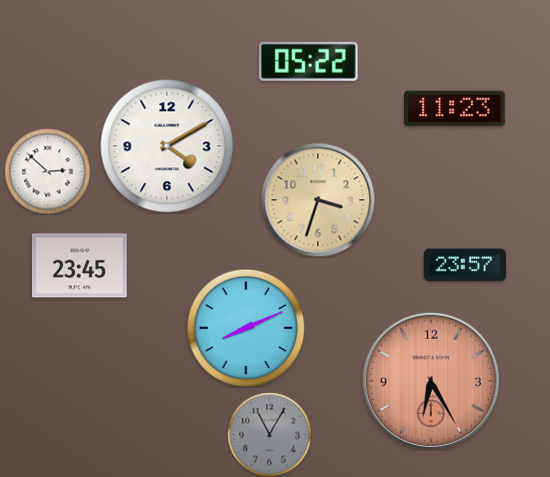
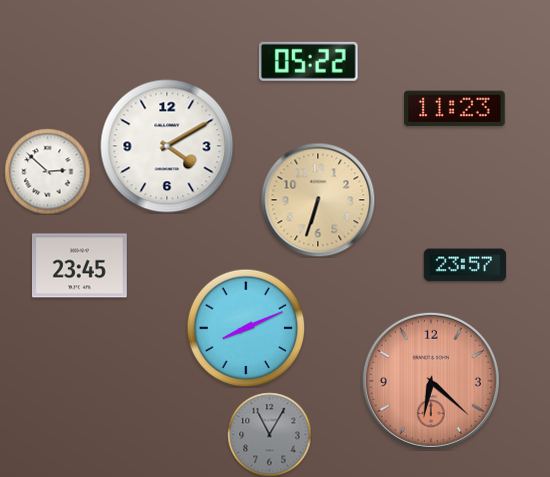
clock at (318, 200): 3:33 -> 6:33
clock at (431, 381): 6:25 -> 6:22
